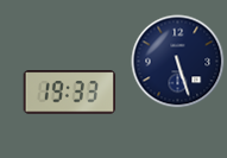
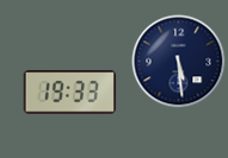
clock at (177, 61): 5:27 -> 5:29
